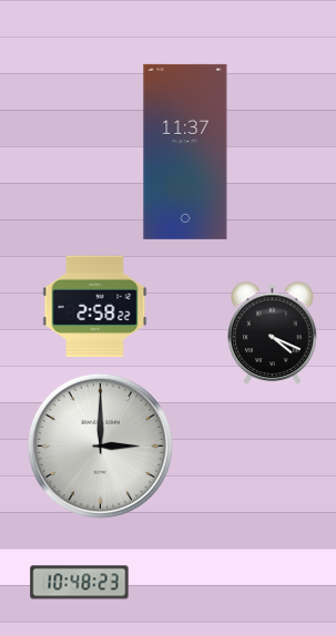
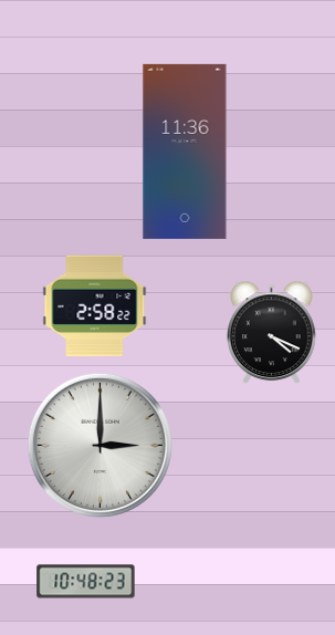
clock at (185, 152): 11:37 -> 11:36
clock at (80, 583) position: (80, 583) -> (86, 582)
